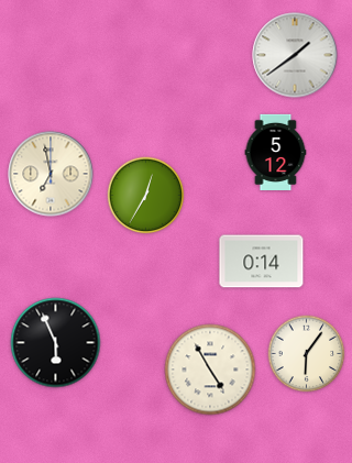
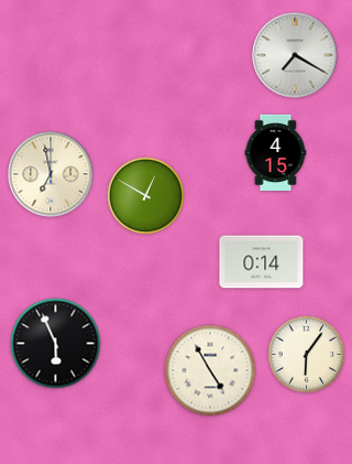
clock at (295, 55): 1:39 -> 7:20
clock at (276, 152): 5:12 -> 4:15
clock at (146, 196): 12:35 -> 12:50
